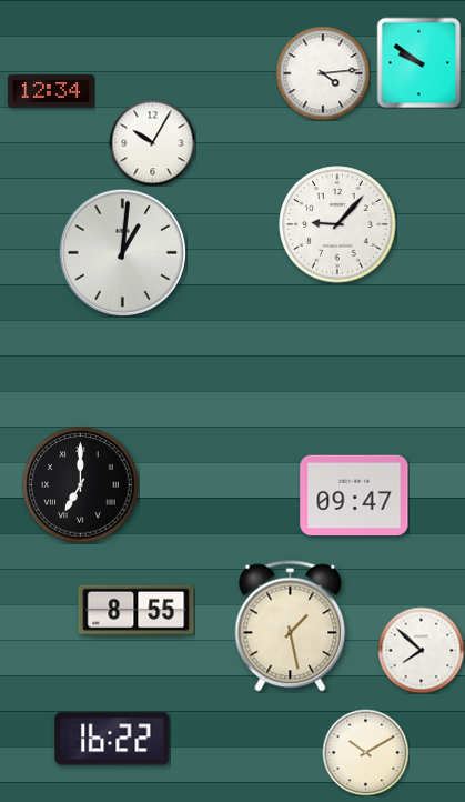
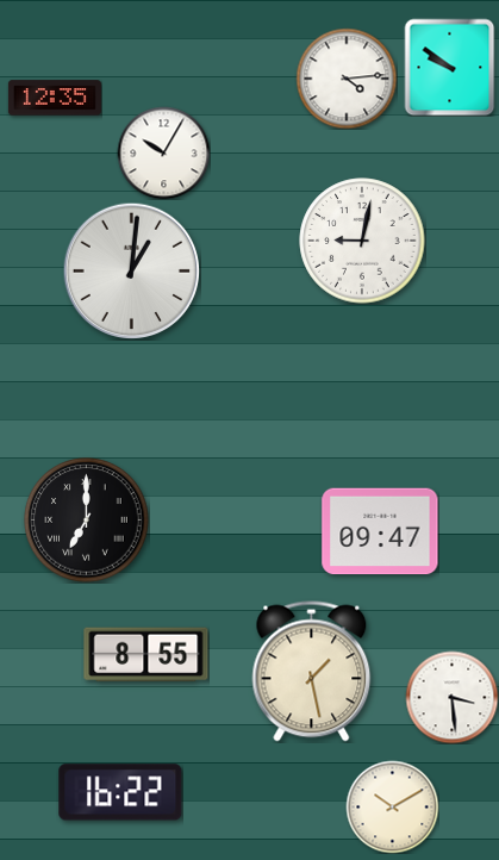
clock at (51, 91): 12:34 -> 12:35
clock at (337, 224): 9:07 -> 9:02
clock at (421, 650): 7:52 -> 3:29
